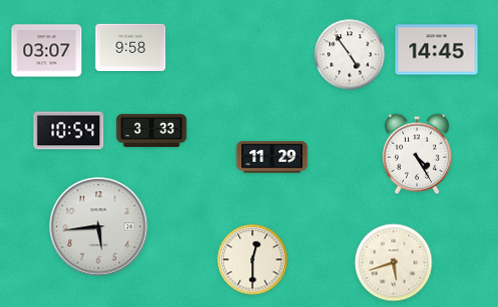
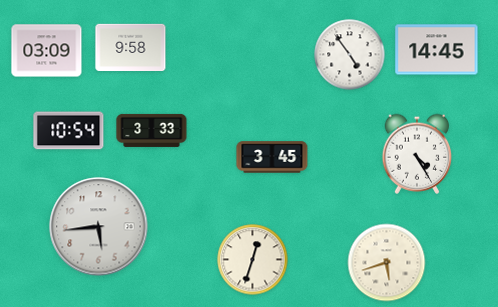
clock at (47, 51): 03:07 -> 03:09
clock at (272, 157): 11:29 -> 3:45
clock at (253, 260): 12:30 -> 12:33
clock at (394, 263) position: (394, 263) -> (387, 263)
